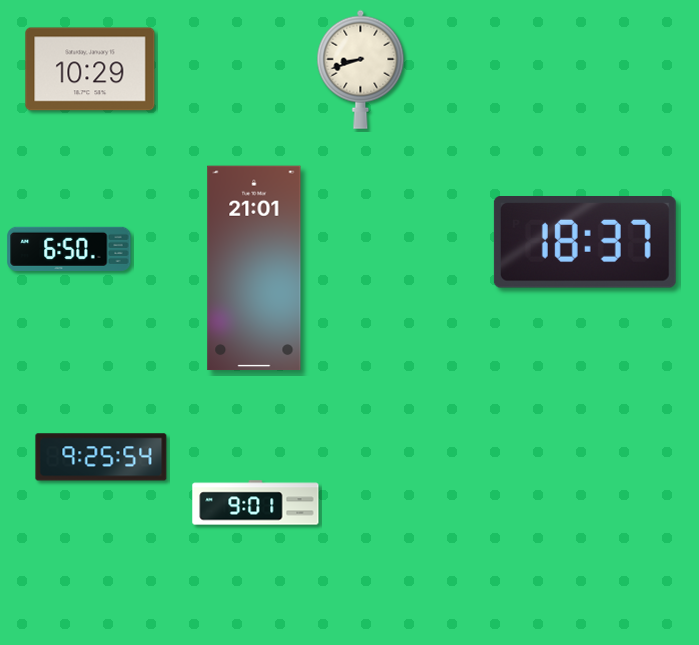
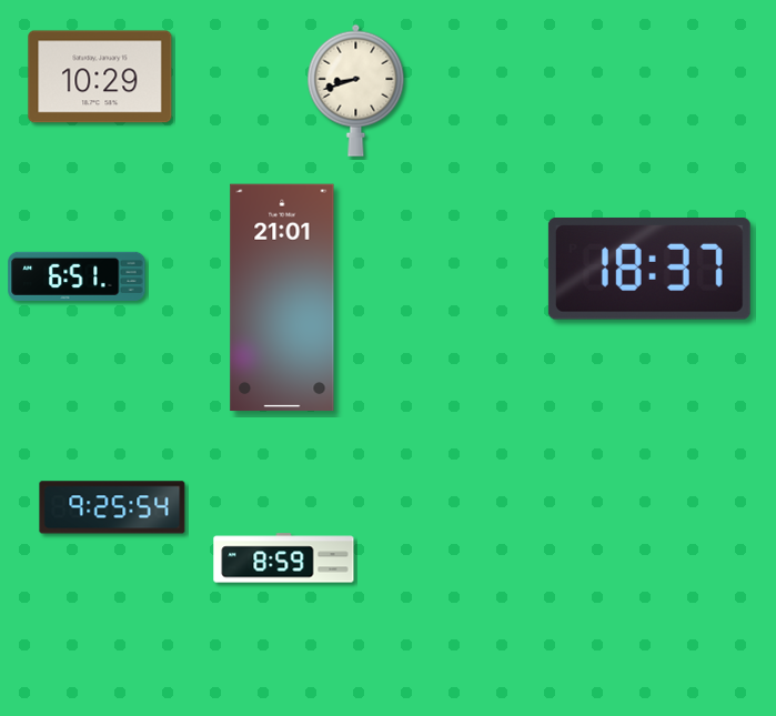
clock at (361, 69) position: (361, 69) -> (356, 90)
clock at (69, 249): 6:50 -> 6:51
clock at (256, 503): 9:01 -> 8:59
